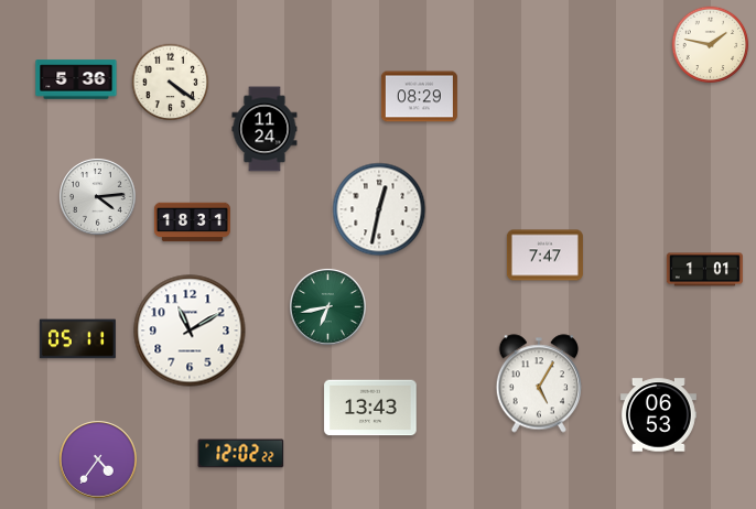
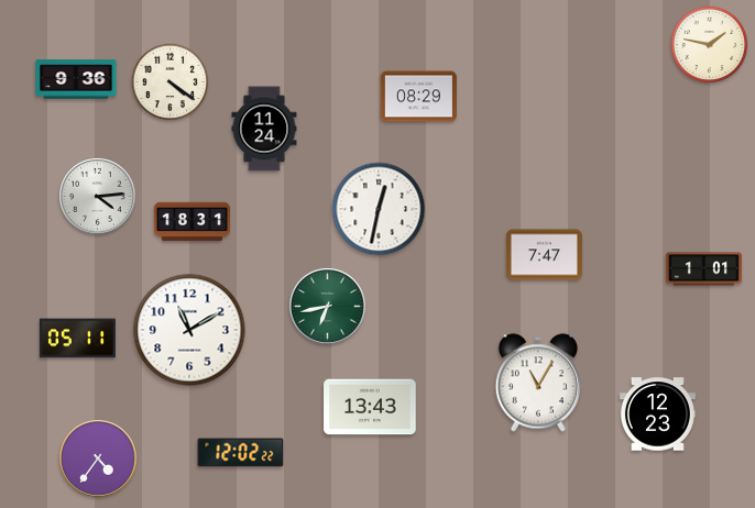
clock at (76, 79): 5:36 -> 9:36
clock at (538, 383): 5:05 -> 11:05
clock at (658, 415): 06:53 -> 12:23
